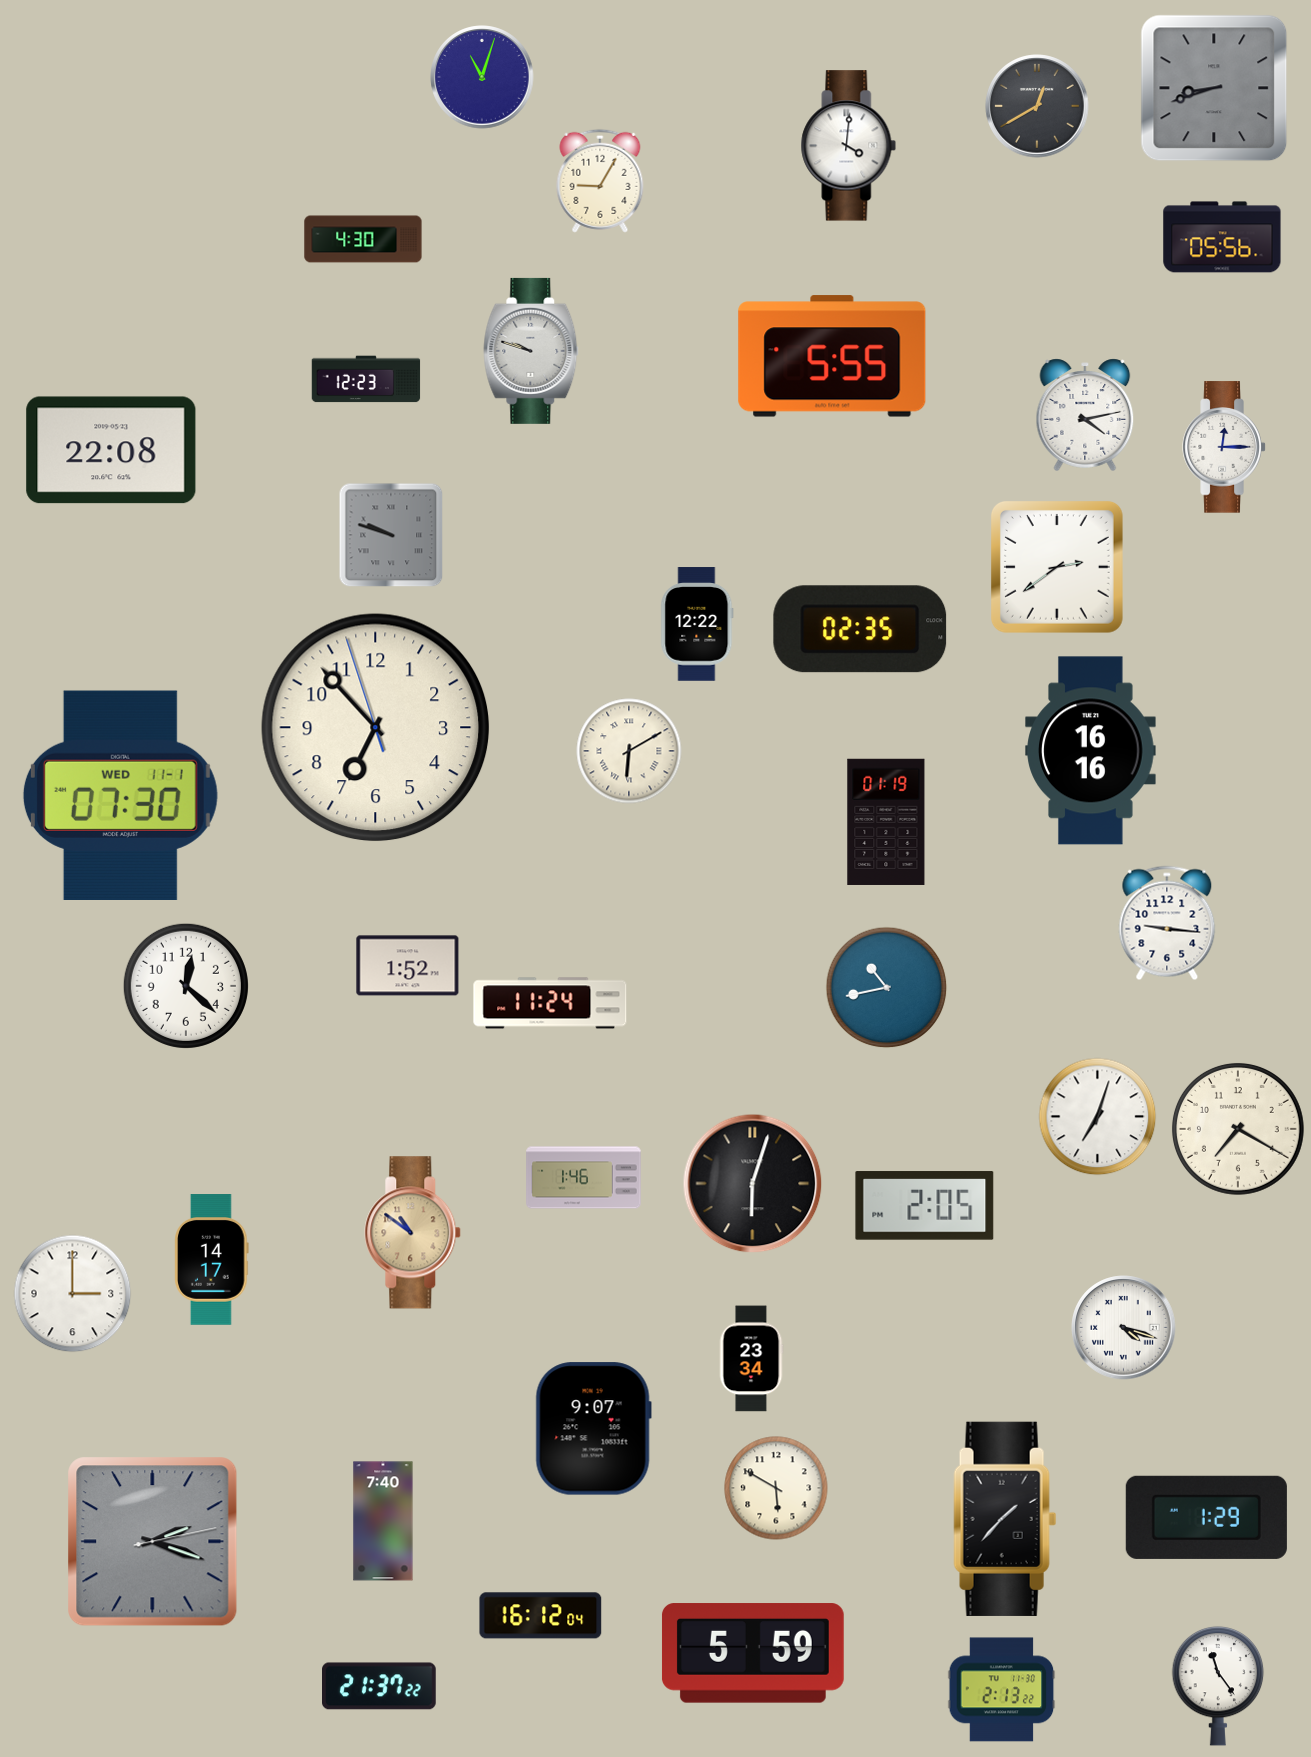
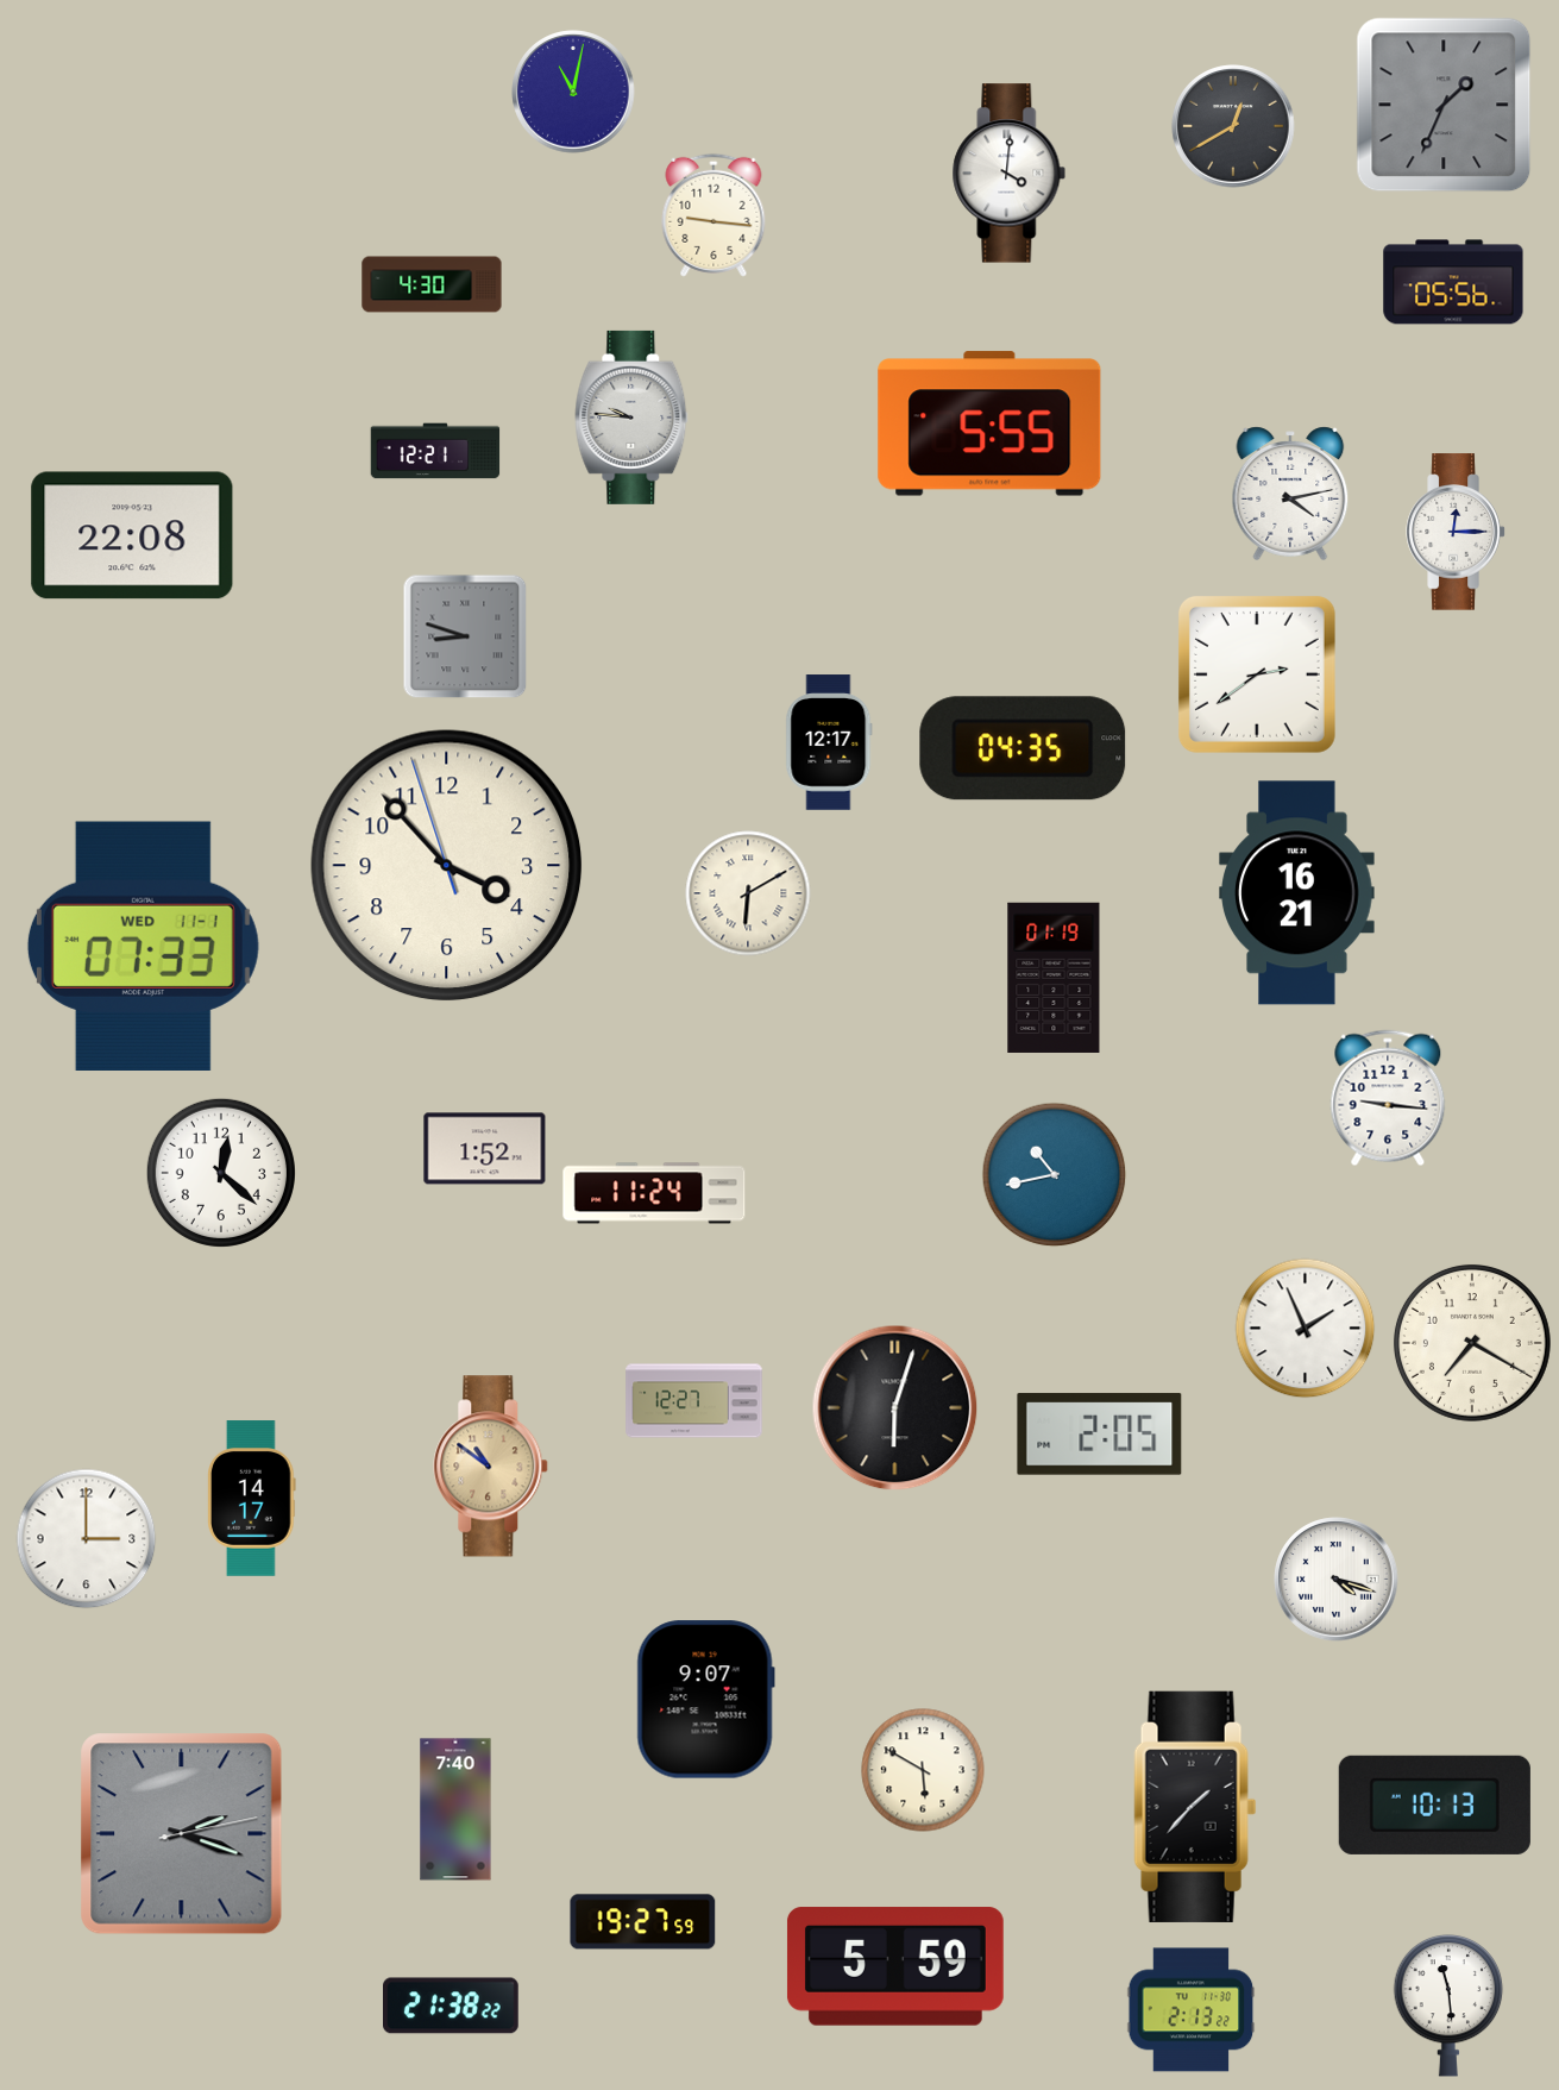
clock at (482, 77): 11:03 -> 11:02
clock at (1214, 88): 8:42 -> 1:34
clock at (600, 181): 9:05 -> 9:16
clock at (531, 351): 9:48 -> 9:46
clock at (366, 379): 12:23 -> 12:21
clock at (391, 535): 9:48 -> 8:48
clock at (697, 624): 12:22 -> 12:17
clock at (860, 629): 02:35 -> 04:35
clock at (376, 728): 6:52 -> 3:52
clock at (1091, 751): 16:16 -> 16:21
clock at (120, 795): 07:30 -> 07:33
clock at (1098, 1117): 7:03 -> 1:56
clock at (584, 1178): 1:46 -> 12:27
clock at (751, 1359): 23:34 -> none
clock at (1206, 1517): 1:29 -> 10:13
clock at (541, 1616): 16:12 -> 19:27
clock at (379, 1686): 21:37 -> 21:38
clock at (1218, 1686): 11:24 -> 11:29
